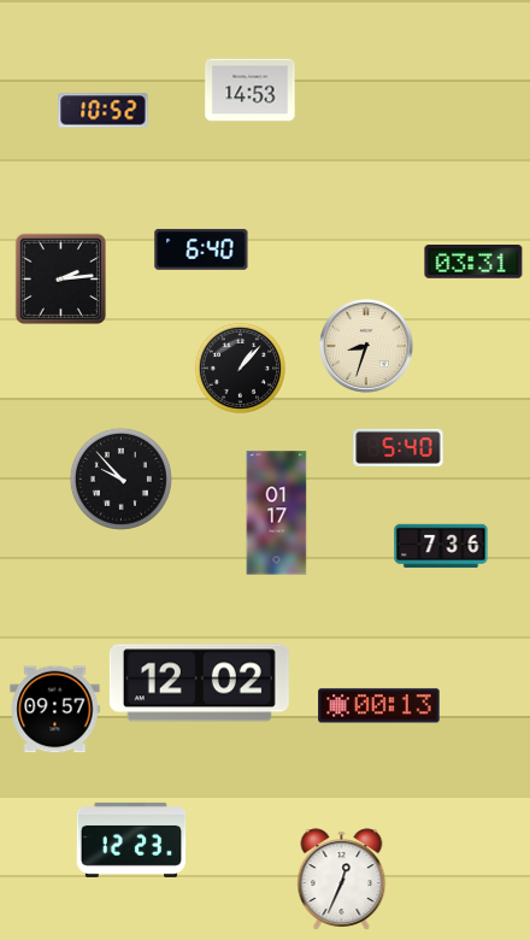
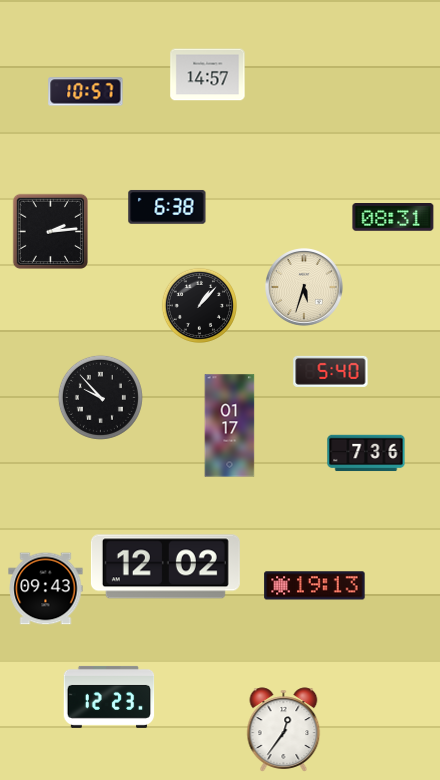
clock at (251, 90): 14:53 -> 14:57
clock at (104, 111): 10:52 -> 10:57
clock at (201, 249): 6:40 -> 6:38
clock at (473, 262): 03:31 -> 08:31
clock at (367, 347): 8:33 -> 5:33
clock at (379, 706): 00:13 -> 19:13
clock at (55, 710): 09:57 -> 09:43
clock at (342, 880): 12:34 -> 12:36
